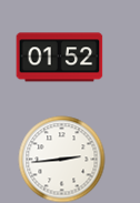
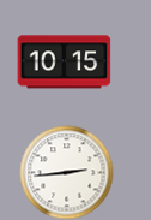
clock at (59, 58): 01:52 -> 10:15
